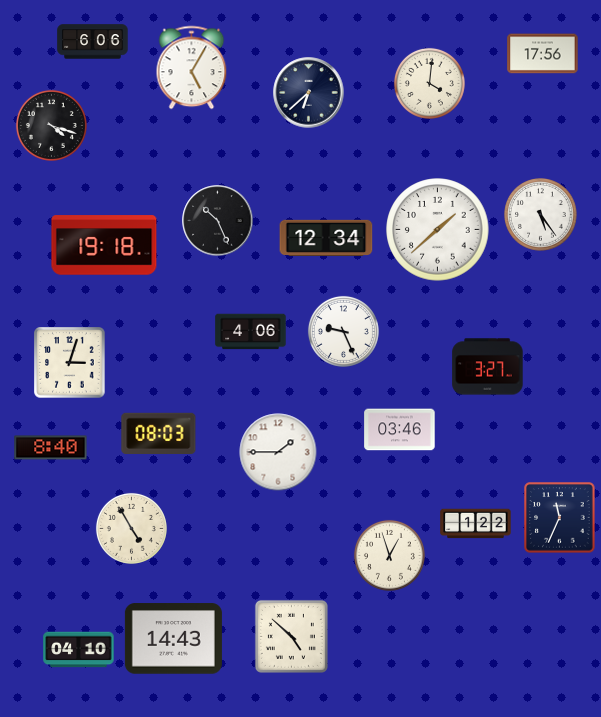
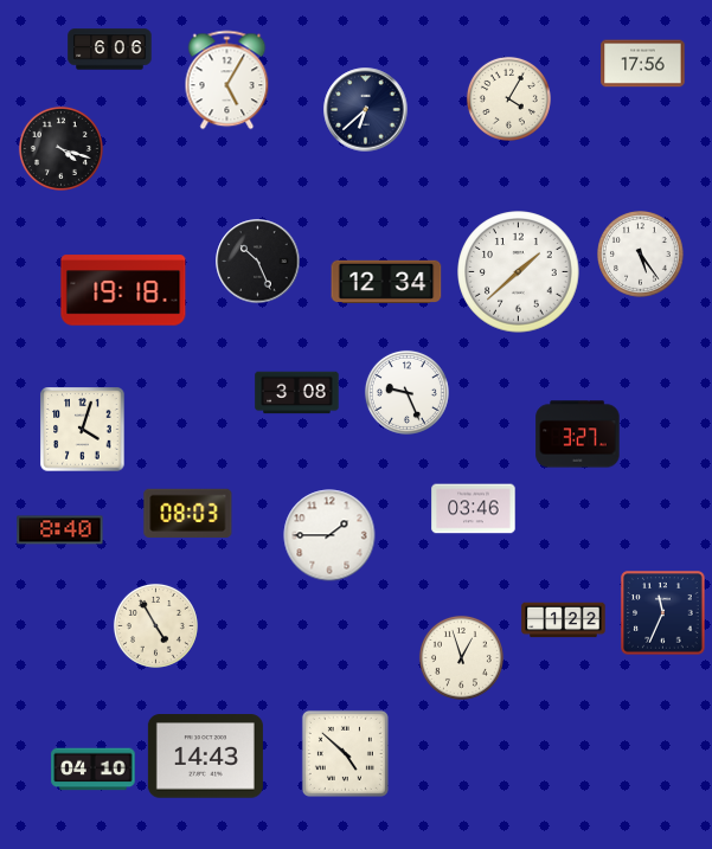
clock at (429, 83): 4:01 -> 4:05
clock at (251, 332): 4:06 -> 3:08
clock at (70, 363): 3:03 -> 4:03
